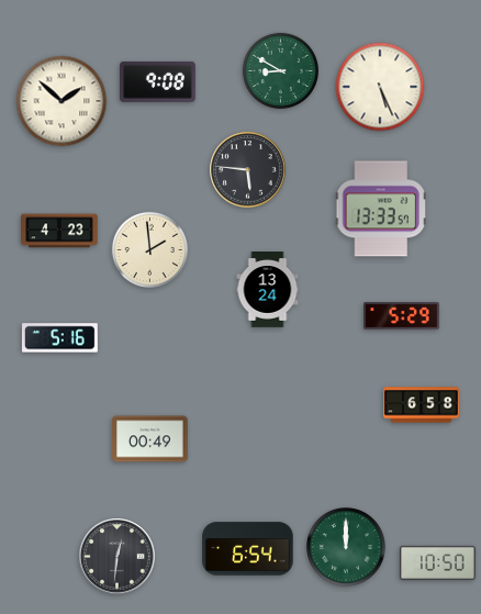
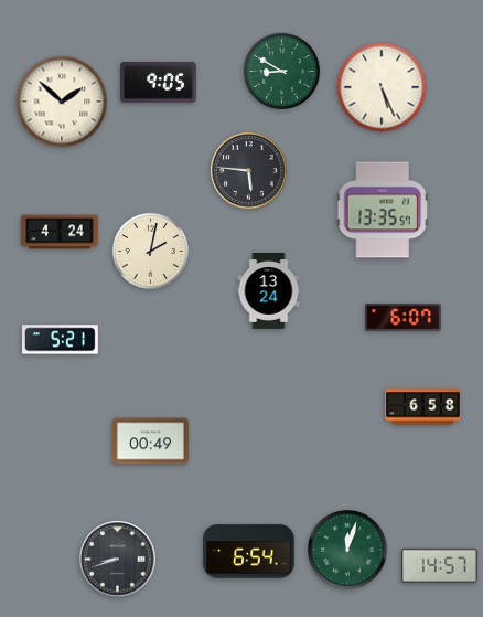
clock at (158, 81): 9:08 -> 9:05
clock at (380, 209): 13:33 -> 13:35
clock at (59, 231): 4:23 -> 4:24
clock at (149, 249): 1:59 -> 2:02
clock at (402, 316): 5:29 -> 6:07
clock at (59, 338): 5:16 -> 5:21
clock at (347, 548): 12:00 -> 12:03
clock at (118, 557): 12:31 -> 8:42
clock at (438, 562): 10:50 -> 14:57
